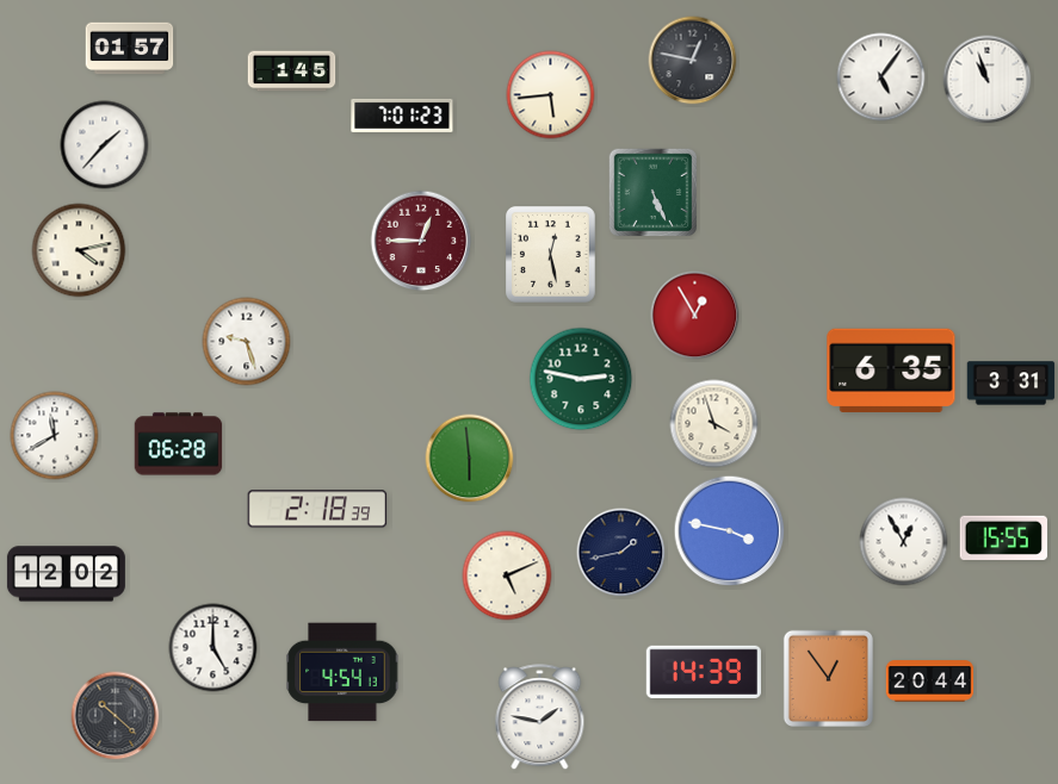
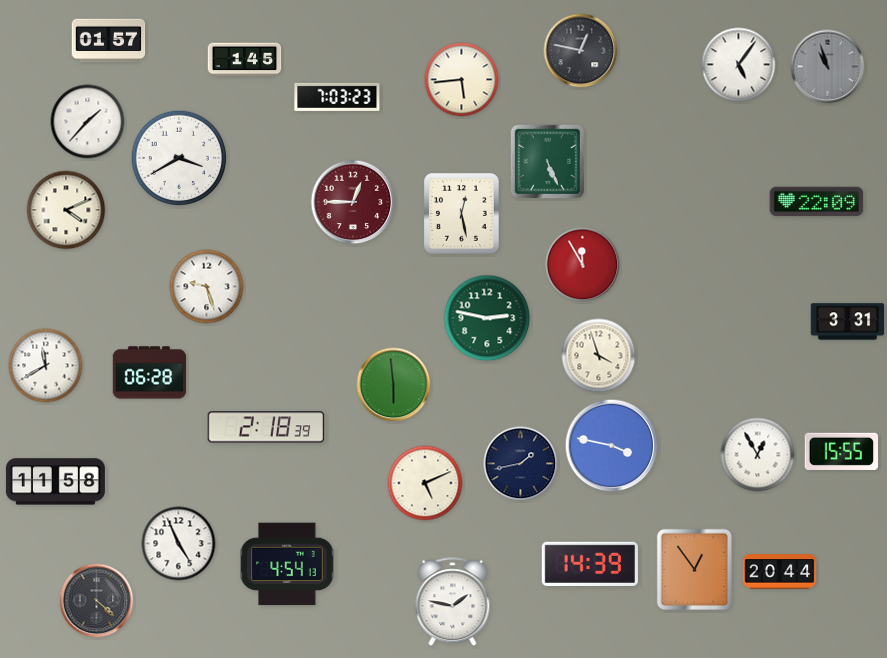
clock at (988, 80) dial: white -> grey
clock at (402, 116): 7:01 -> 7:03
clock at (179, 158): none -> 3:40
clock at (817, 202): none -> 22:09
clock at (79, 250): 4:13 -> 4:11
clock at (695, 316): 12:55 -> 11:55
clock at (891, 371): 6:35 -> none
clock at (66, 574): 12:02 -> 11:58
clock at (214, 648): 5:00 -> 4:56
clock at (116, 716): 10:22 -> 4:22
